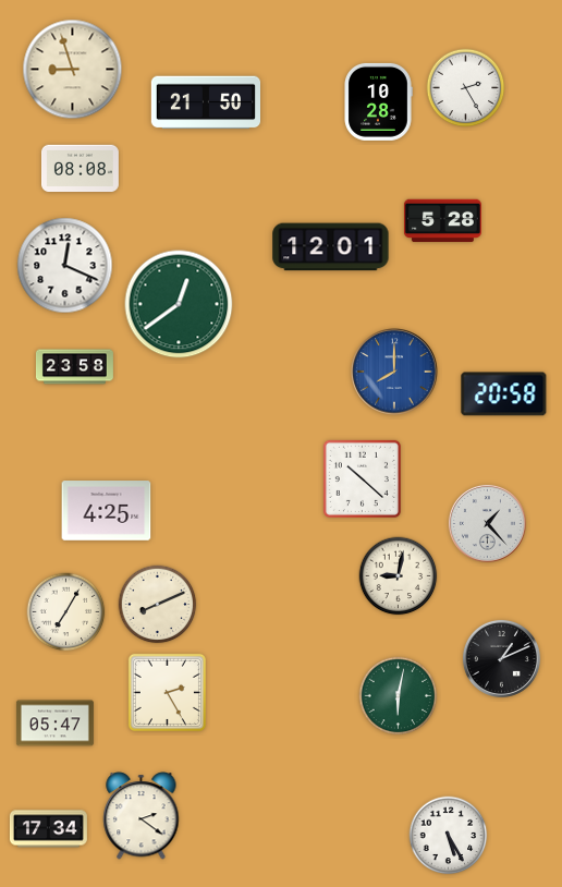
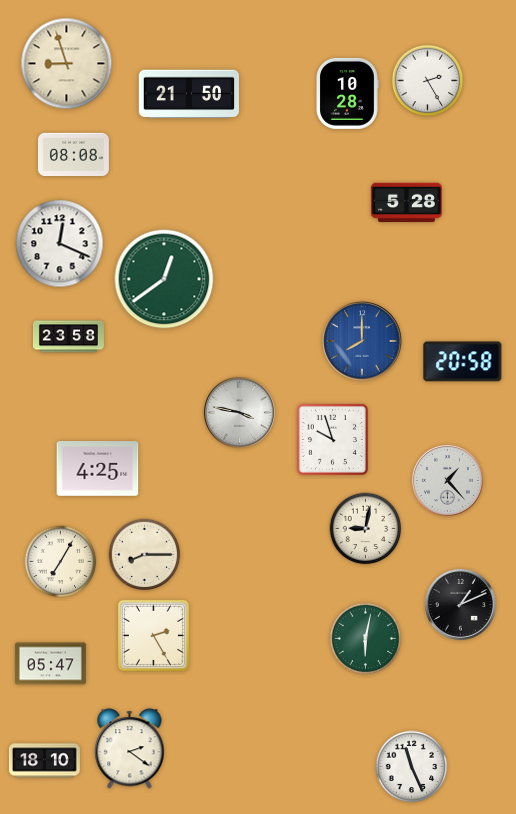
clock at (331, 247): 12:01 -> none
clock at (239, 412): none -> 3:47
clock at (362, 478): 10:22 -> 9:57
clock at (158, 605): 8:11 -> 8:15
clock at (48, 829): 17:34 -> 18:10
clock at (449, 836): 5:25 -> 11:26
